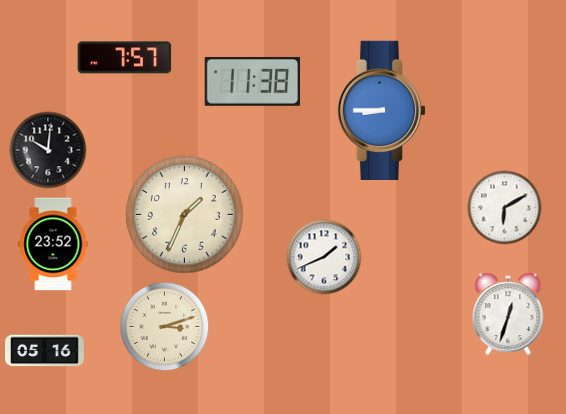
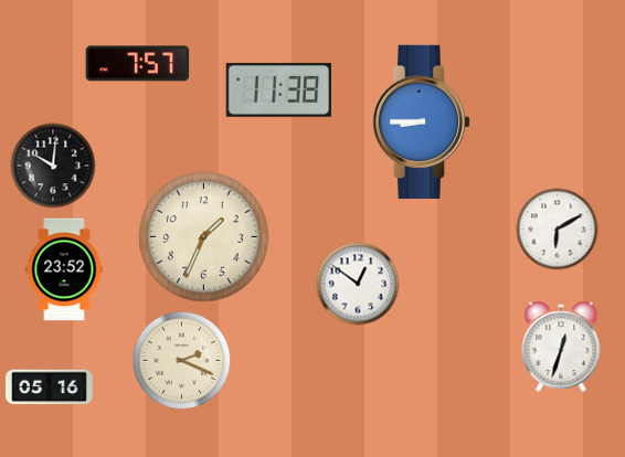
clock at (53, 244) position: (53, 244) -> (64, 269)
clock at (324, 257): 1:41 -> 12:51
clock at (165, 327): 3:12 -> 2:19
